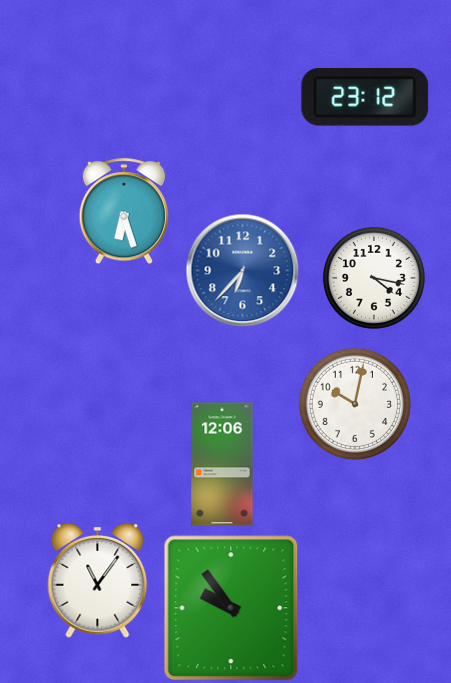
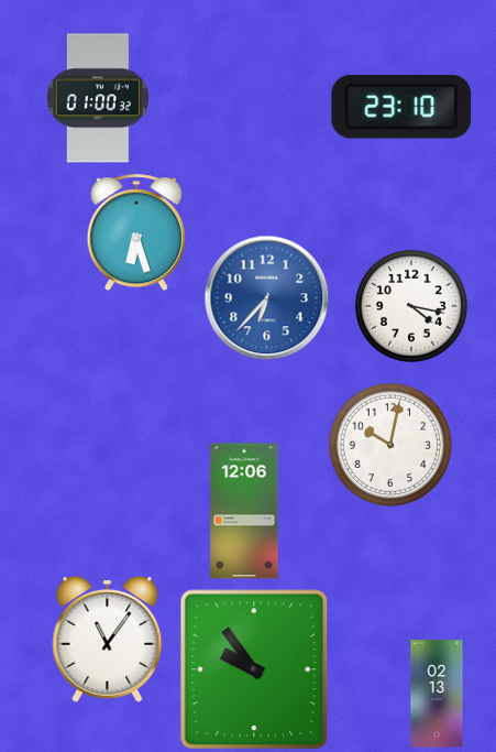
clock at (98, 98): none -> 01:00
clock at (365, 98): 23:12 -> 23:10
clock at (437, 694): none -> 02:13
